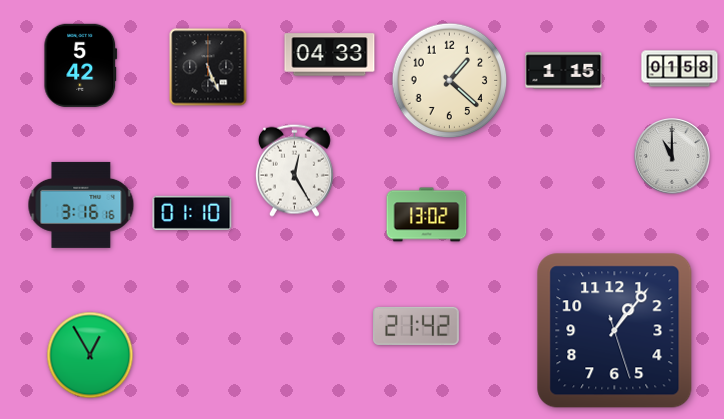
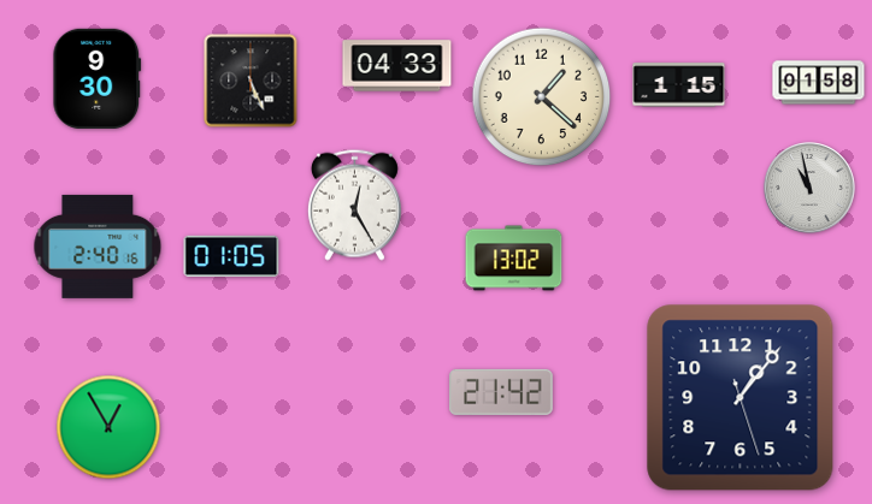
clock at (81, 65): 5:42 -> 9:30
clock at (672, 156): 11:00 -> 10:58
clock at (81, 205): 3:16 -> 2:40
clock at (192, 212): 01:10 -> 01:05
